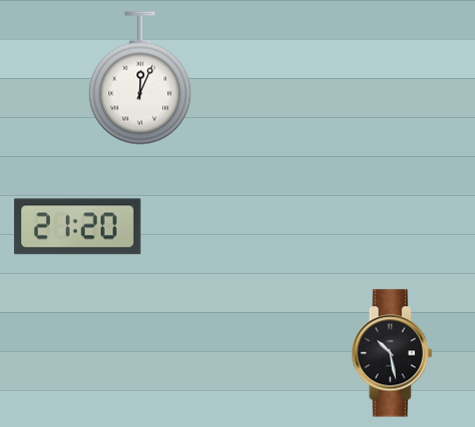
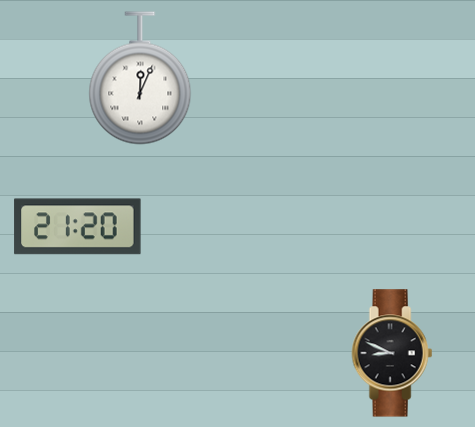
clock at (392, 353): 10:28 -> 8:49
